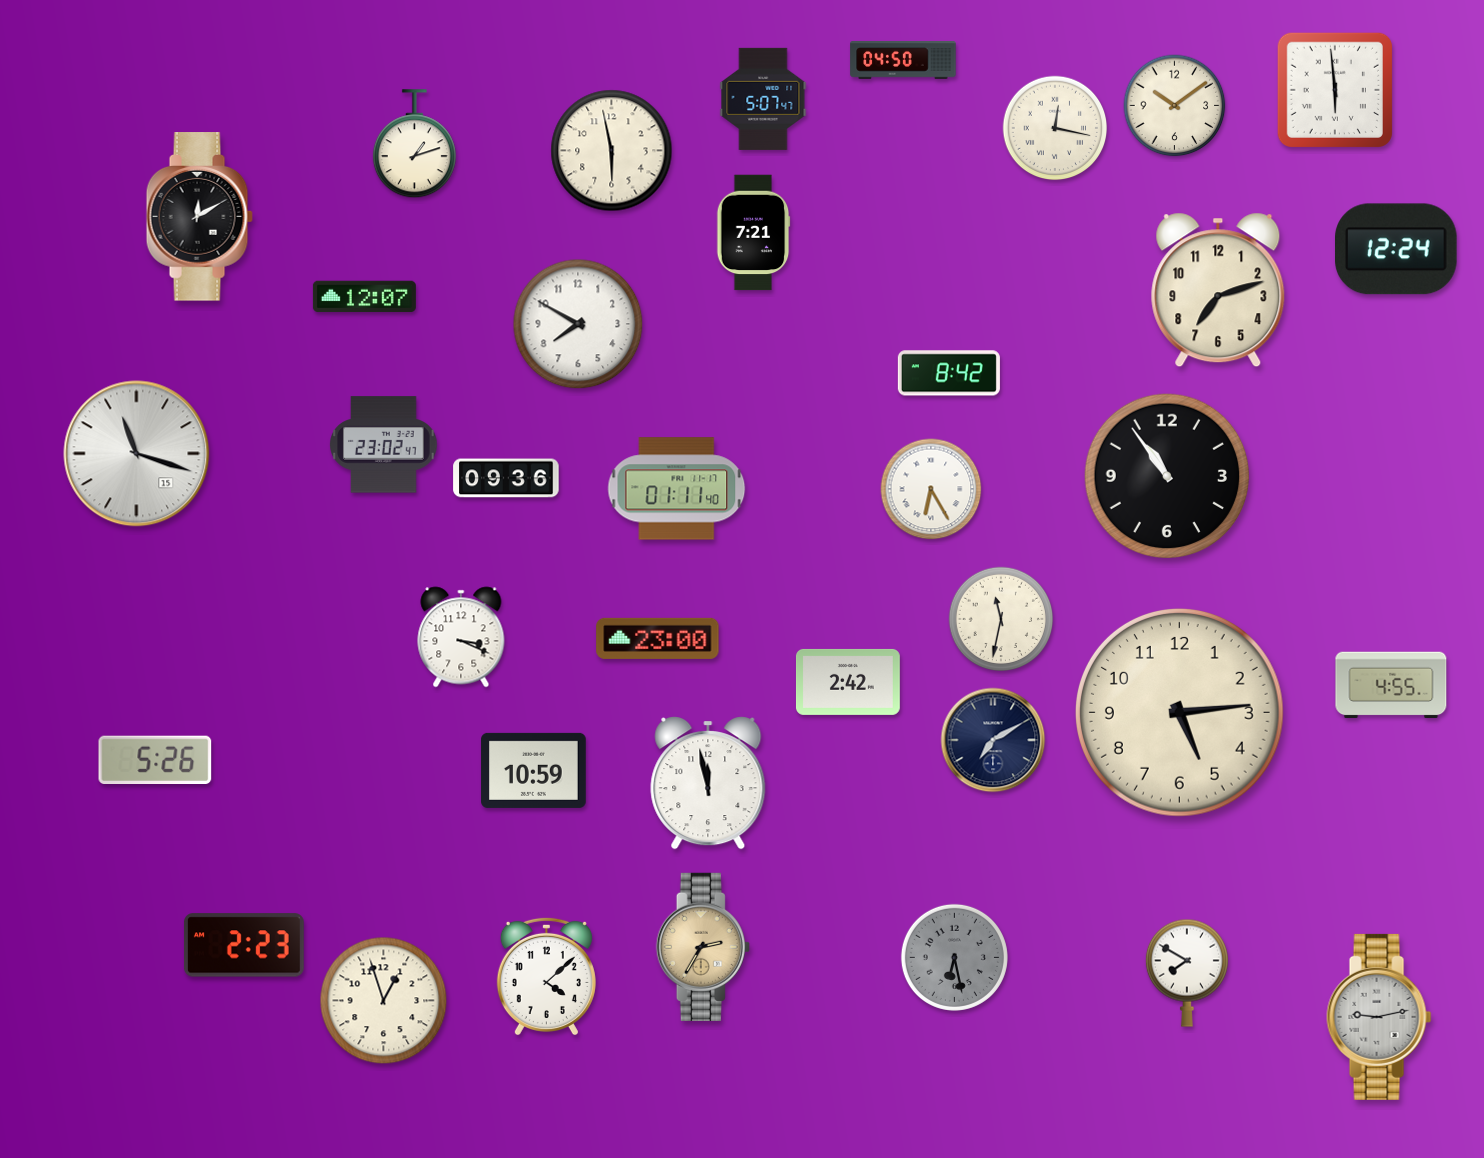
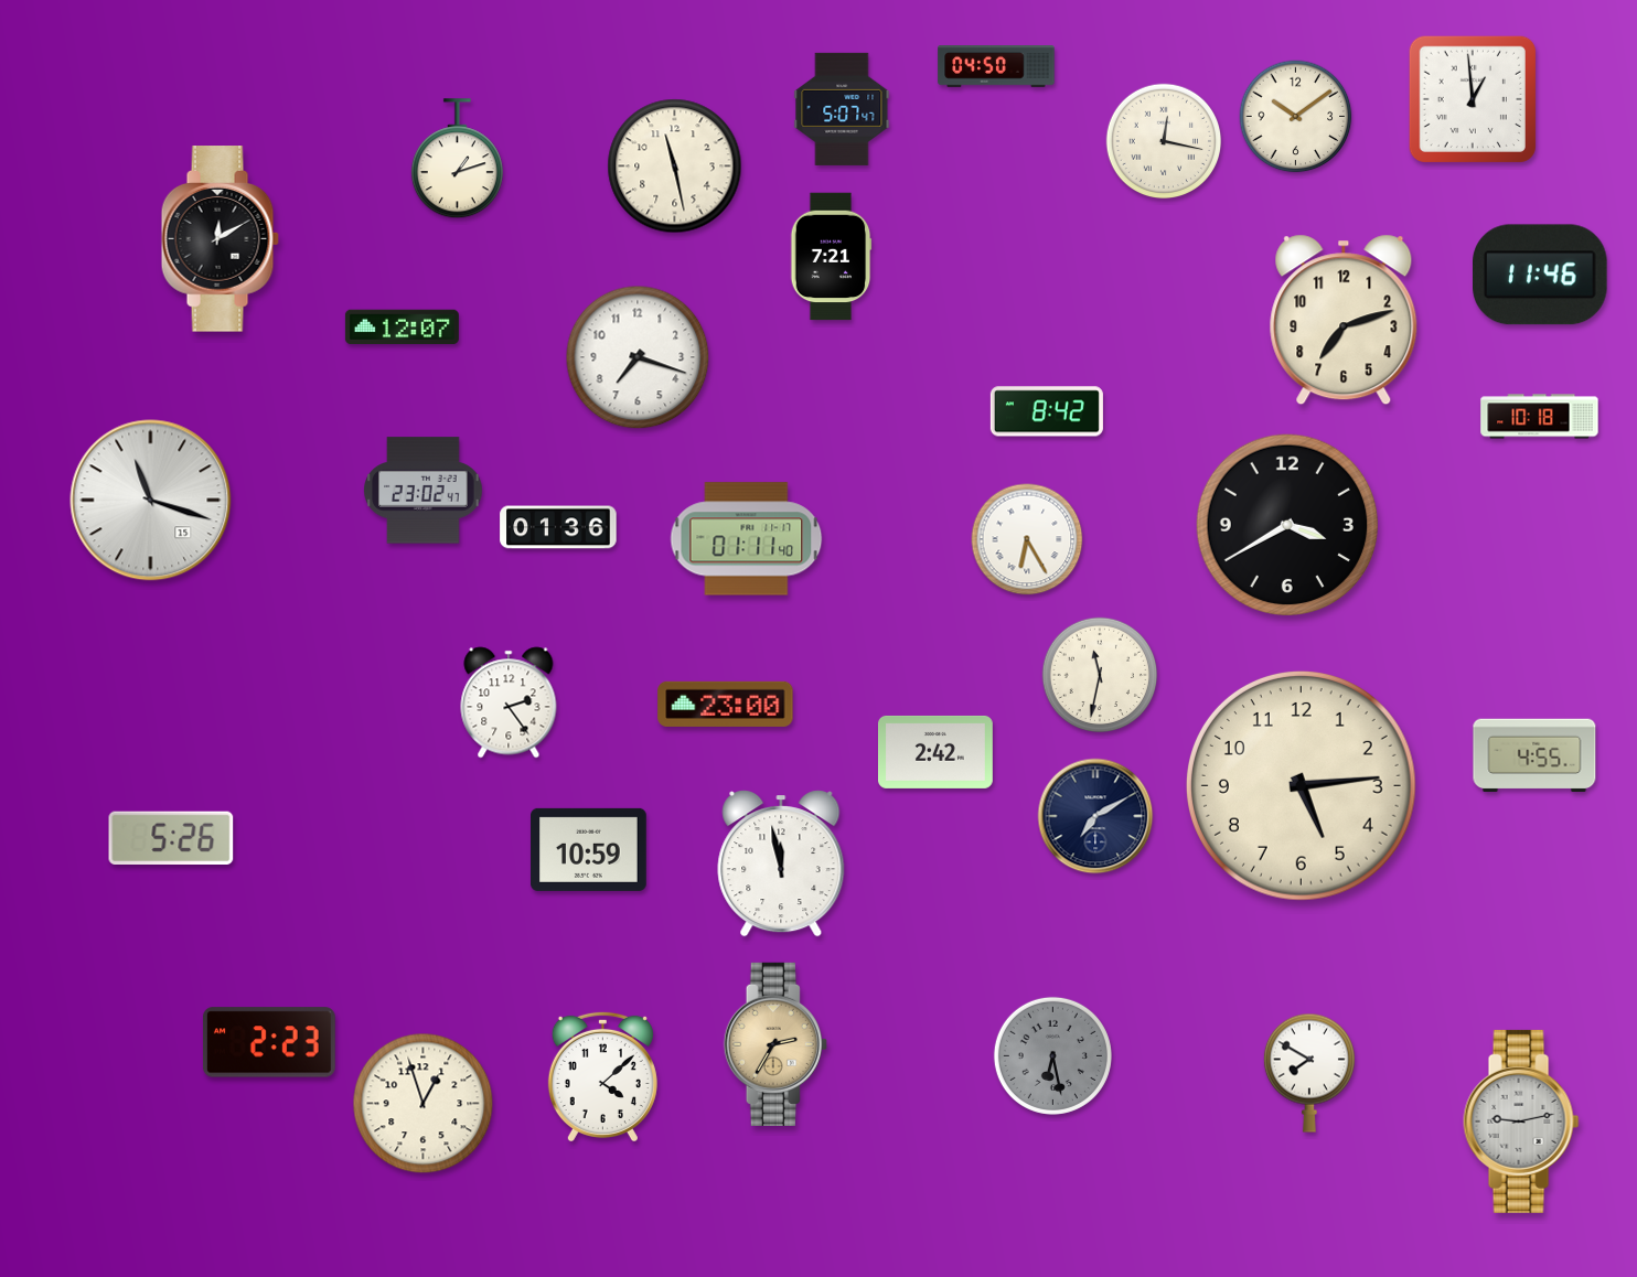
clock at (1335, 90): 5:59 -> 12:59
clock at (612, 151): 5:58 -> 11:28
clock at (1396, 249): 12:24 -> 11:46
clock at (578, 324): 7:50 -> 7:18
clock at (1540, 417): none -> 10:18
clock at (1167, 476): 10:54 -> 3:40
clock at (506, 478): 09:36 -> 01:36
clock at (1001, 619) position: (1001, 619) -> (1100, 675)
clock at (461, 637): 3:19 -> 2:24
